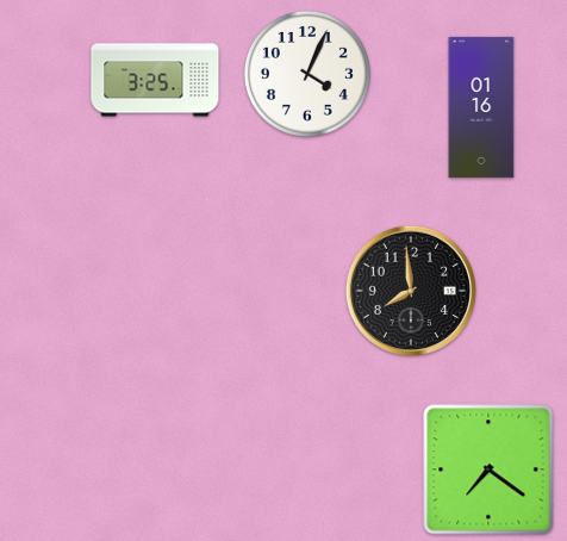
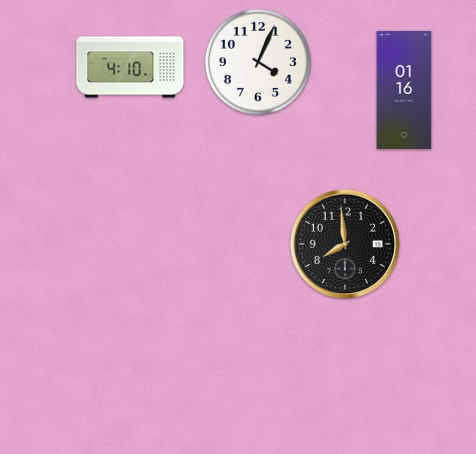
clock at (155, 80): 3:25 -> 4:10
clock at (488, 470): 7:21 -> none
